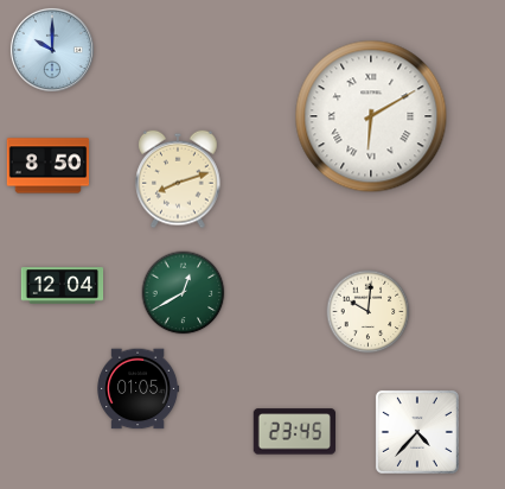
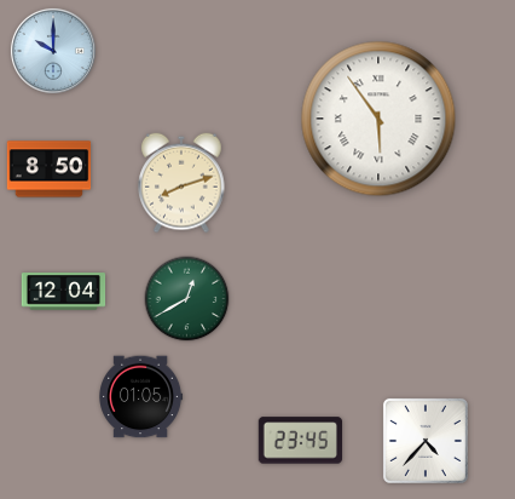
clock at (371, 116): 6:10 -> 5:54
clock at (369, 312): 10:01 -> none
